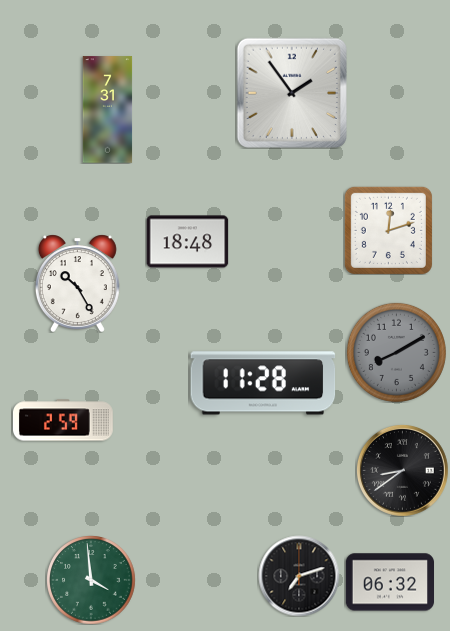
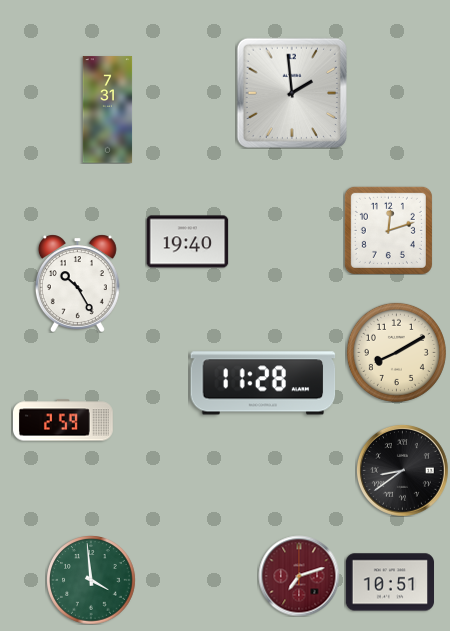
clock at (291, 92): 1:54 -> 1:59
clock at (187, 242): 18:48 -> 19:40
clock at (396, 352) dial: grey -> cream
clock at (299, 576) dial: black -> burgundy
clock at (389, 582): 06:32 -> 10:51
